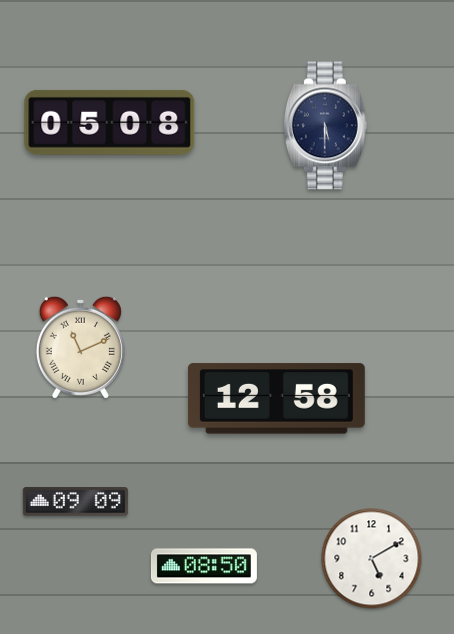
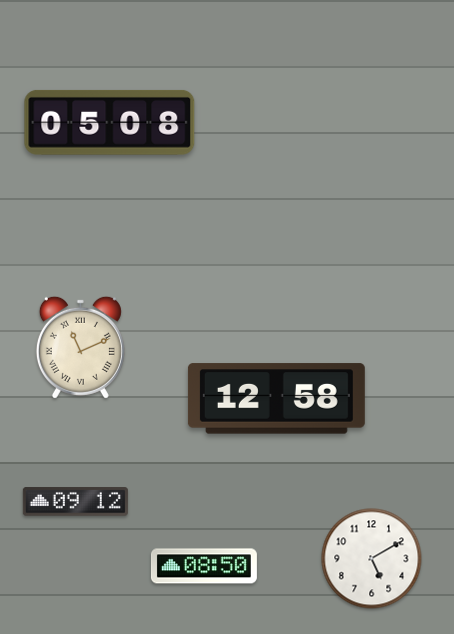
clock at (325, 126): 5:30 -> none
clock at (75, 502): 09:09 -> 09:12
